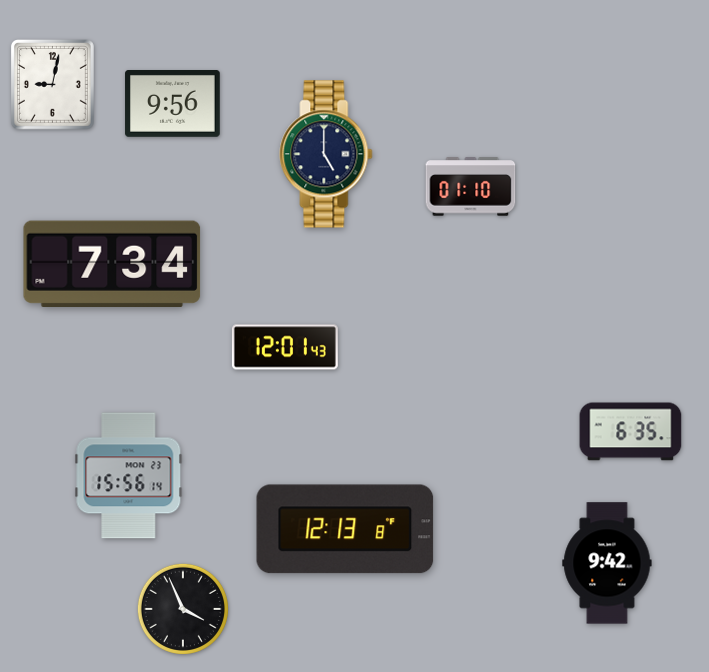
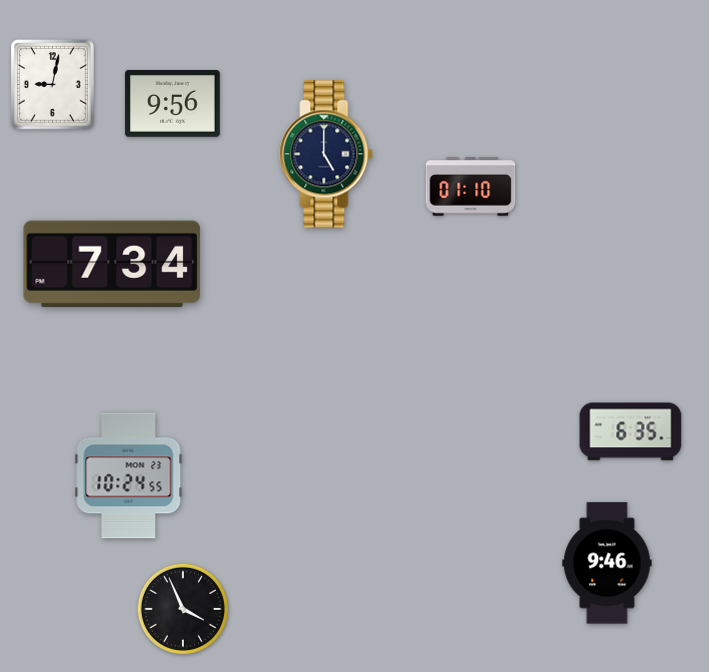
clock at (285, 347): 12:01 -> none
clock at (129, 476): 15:56 -> 10:24
clock at (345, 529): 12:13 -> none
clock at (607, 563): 9:42 -> 9:46
